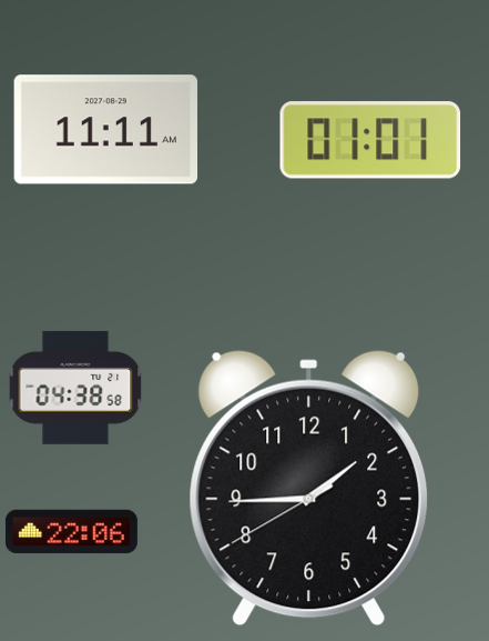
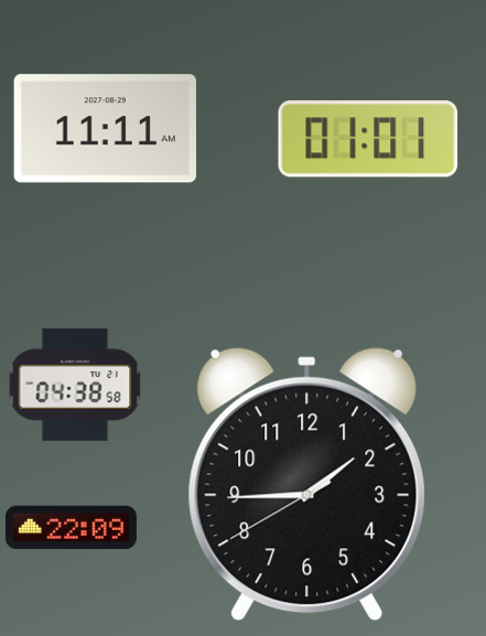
clock at (71, 532): 22:06 -> 22:09
